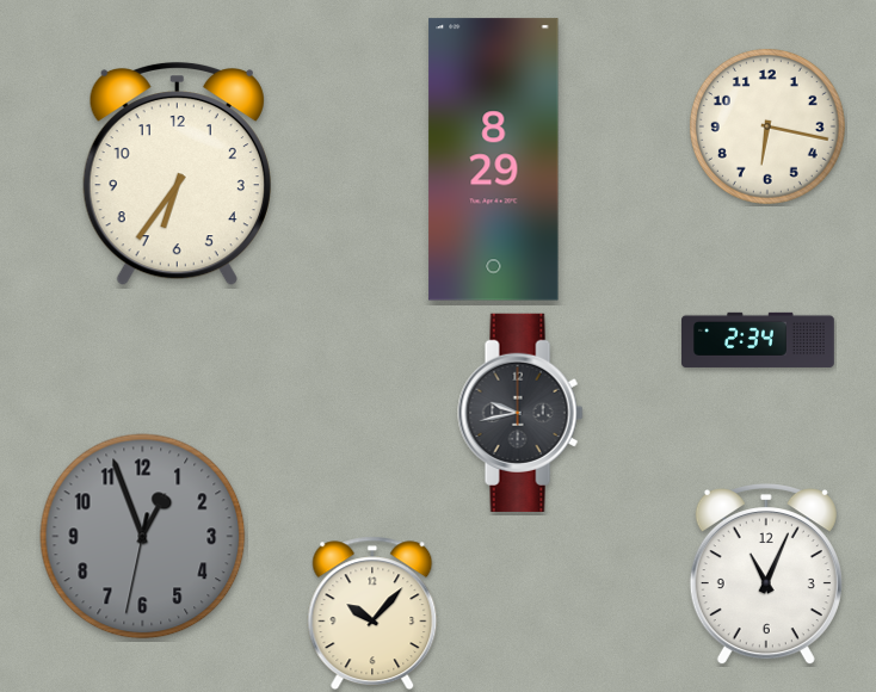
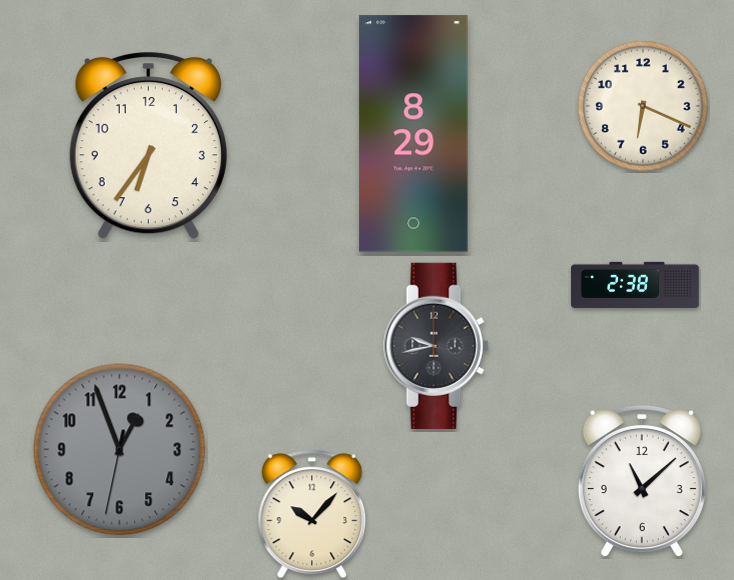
clock at (767, 126): 6:17 -> 6:19
clock at (759, 340): 2:34 -> 2:38
clock at (766, 575): 11:04 -> 11:08
